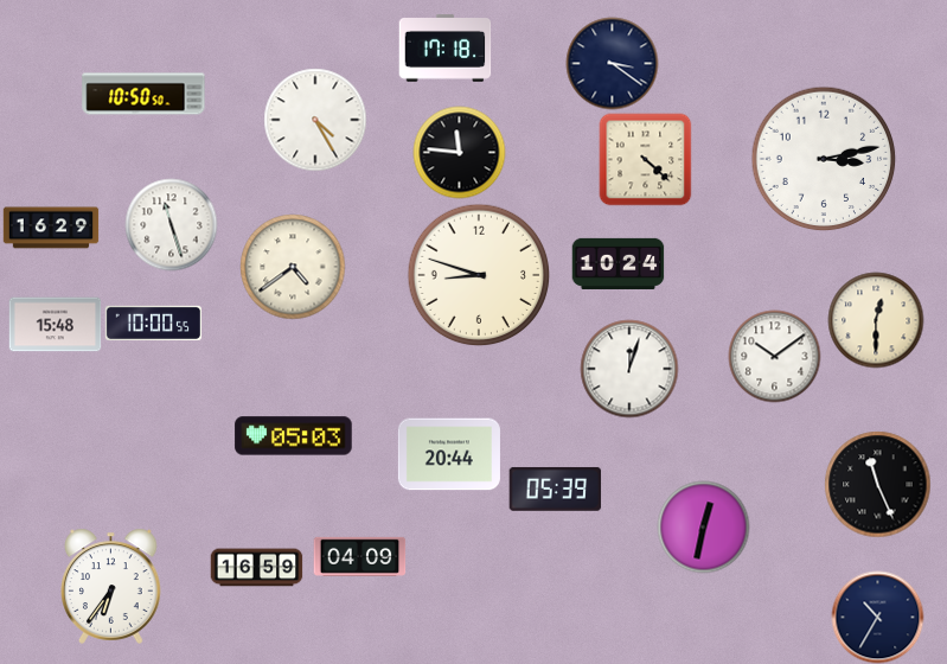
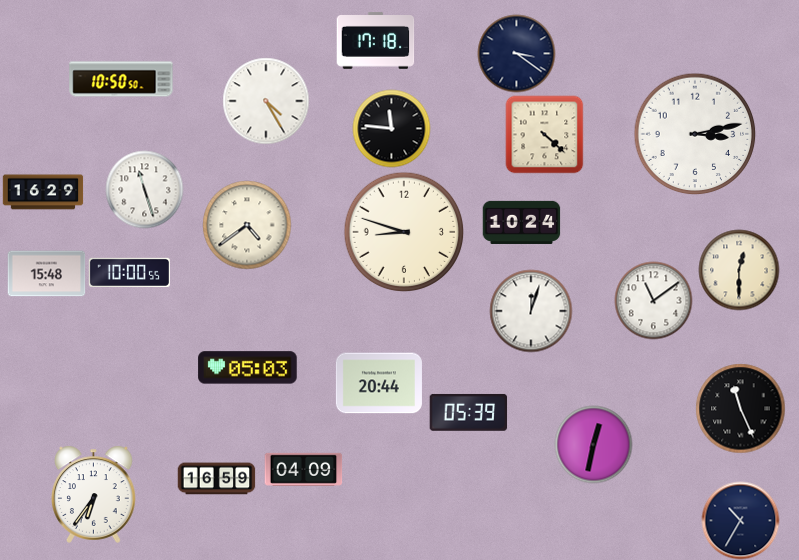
clock at (459, 152) position: (459, 152) -> (391, 128)
clock at (774, 356): 10:09 -> 11:09
